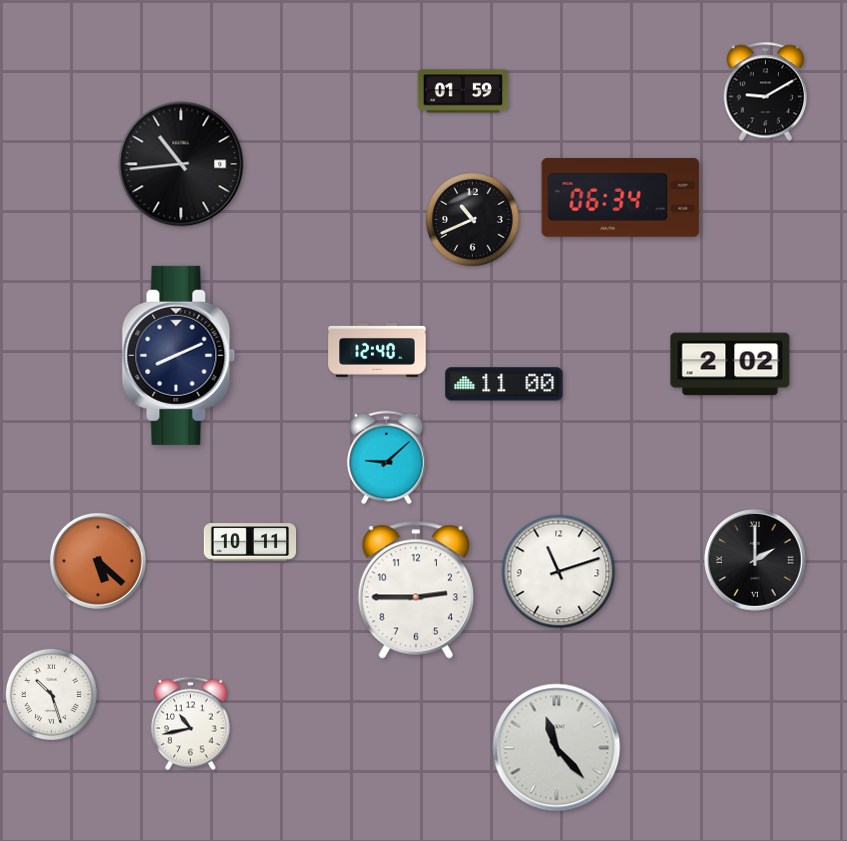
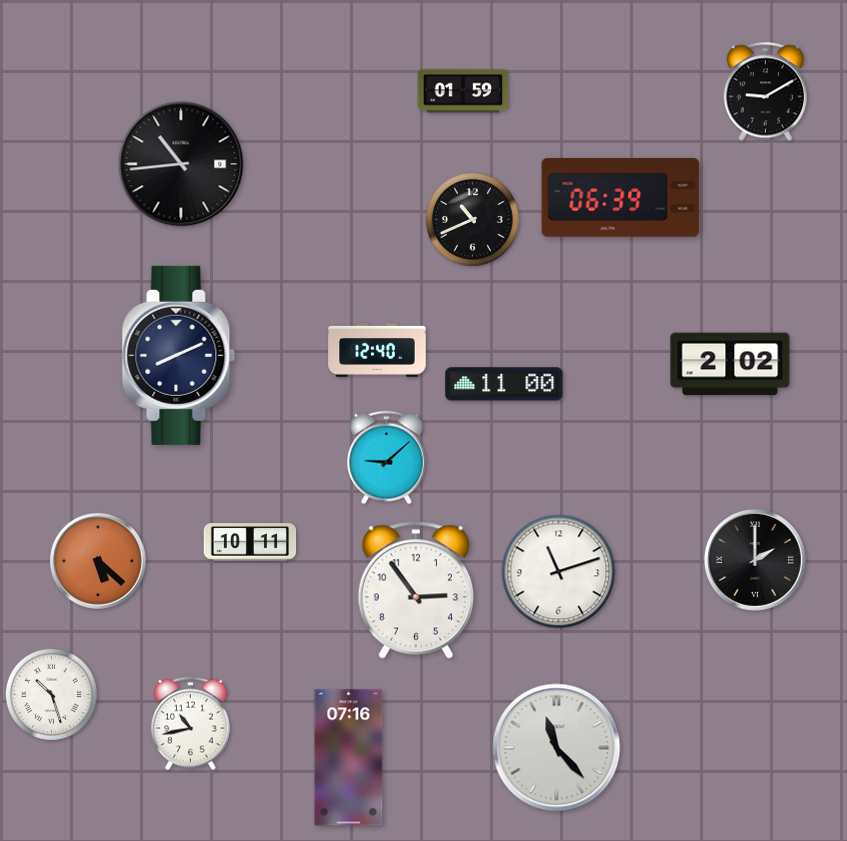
clock at (621, 198): 06:34 -> 06:39
clock at (416, 590): 2:45 -> 2:54
clock at (349, 758): none -> 07:16
